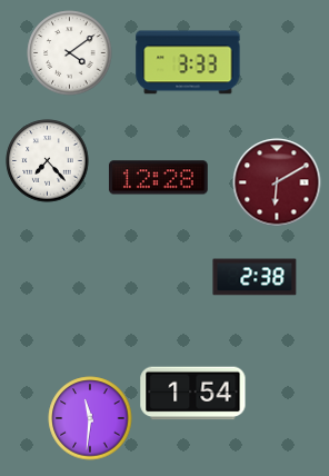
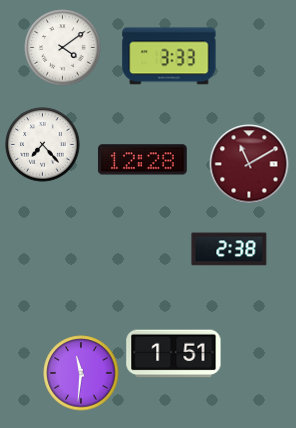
clock at (277, 182): 6:10 -> 11:10
clock at (193, 394): 1:54 -> 1:51
clock at (90, 418) position: (90, 418) -> (81, 373)
